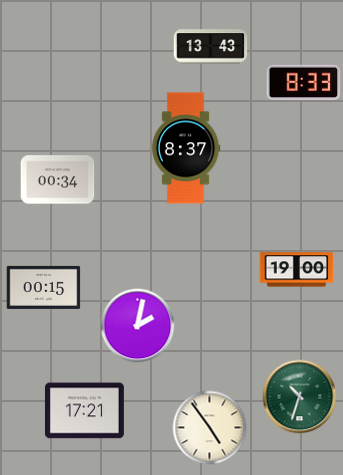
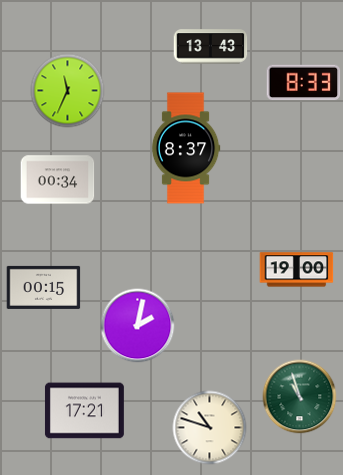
clock at (68, 91): none -> 11:34
clock at (300, 397): 10:33 -> 10:57
clock at (210, 428): 4:54 -> 10:48
